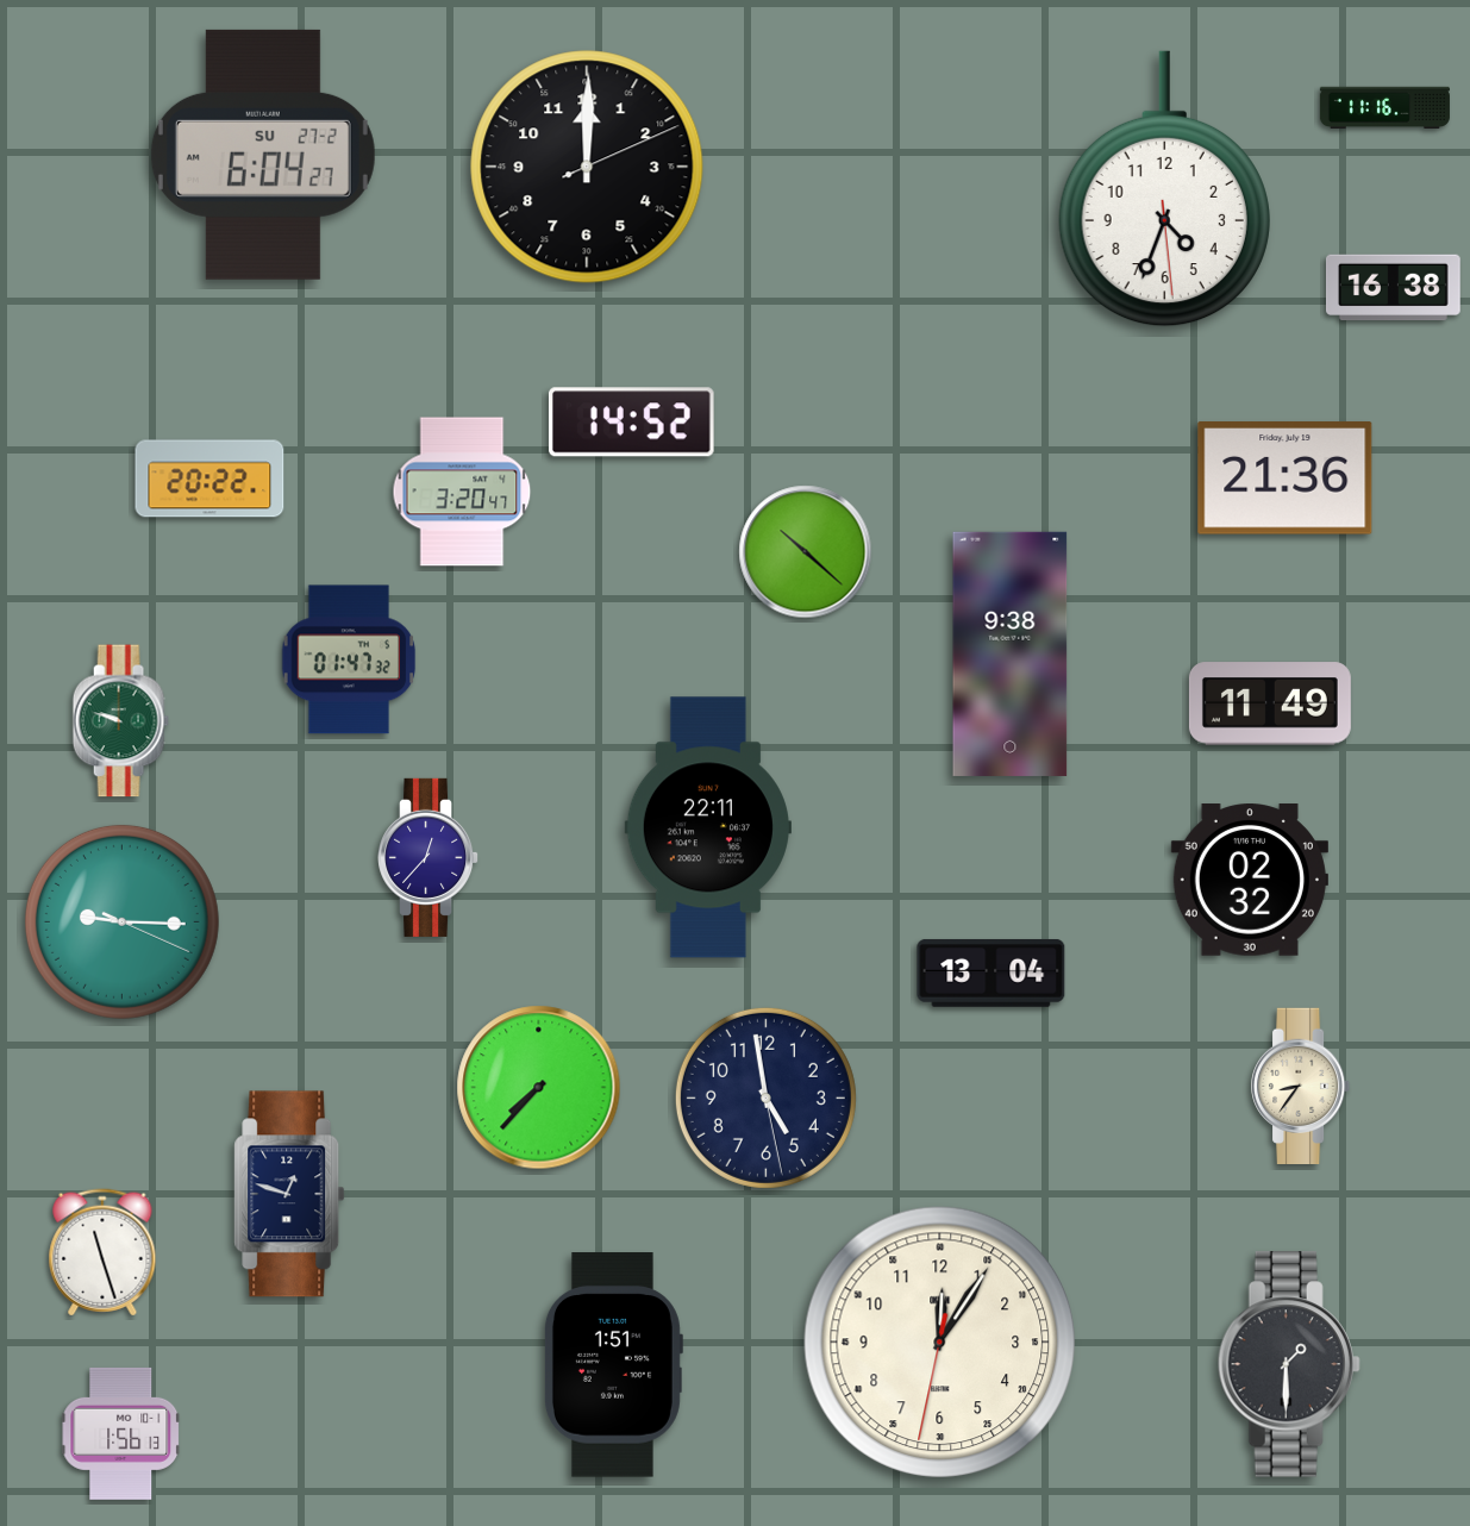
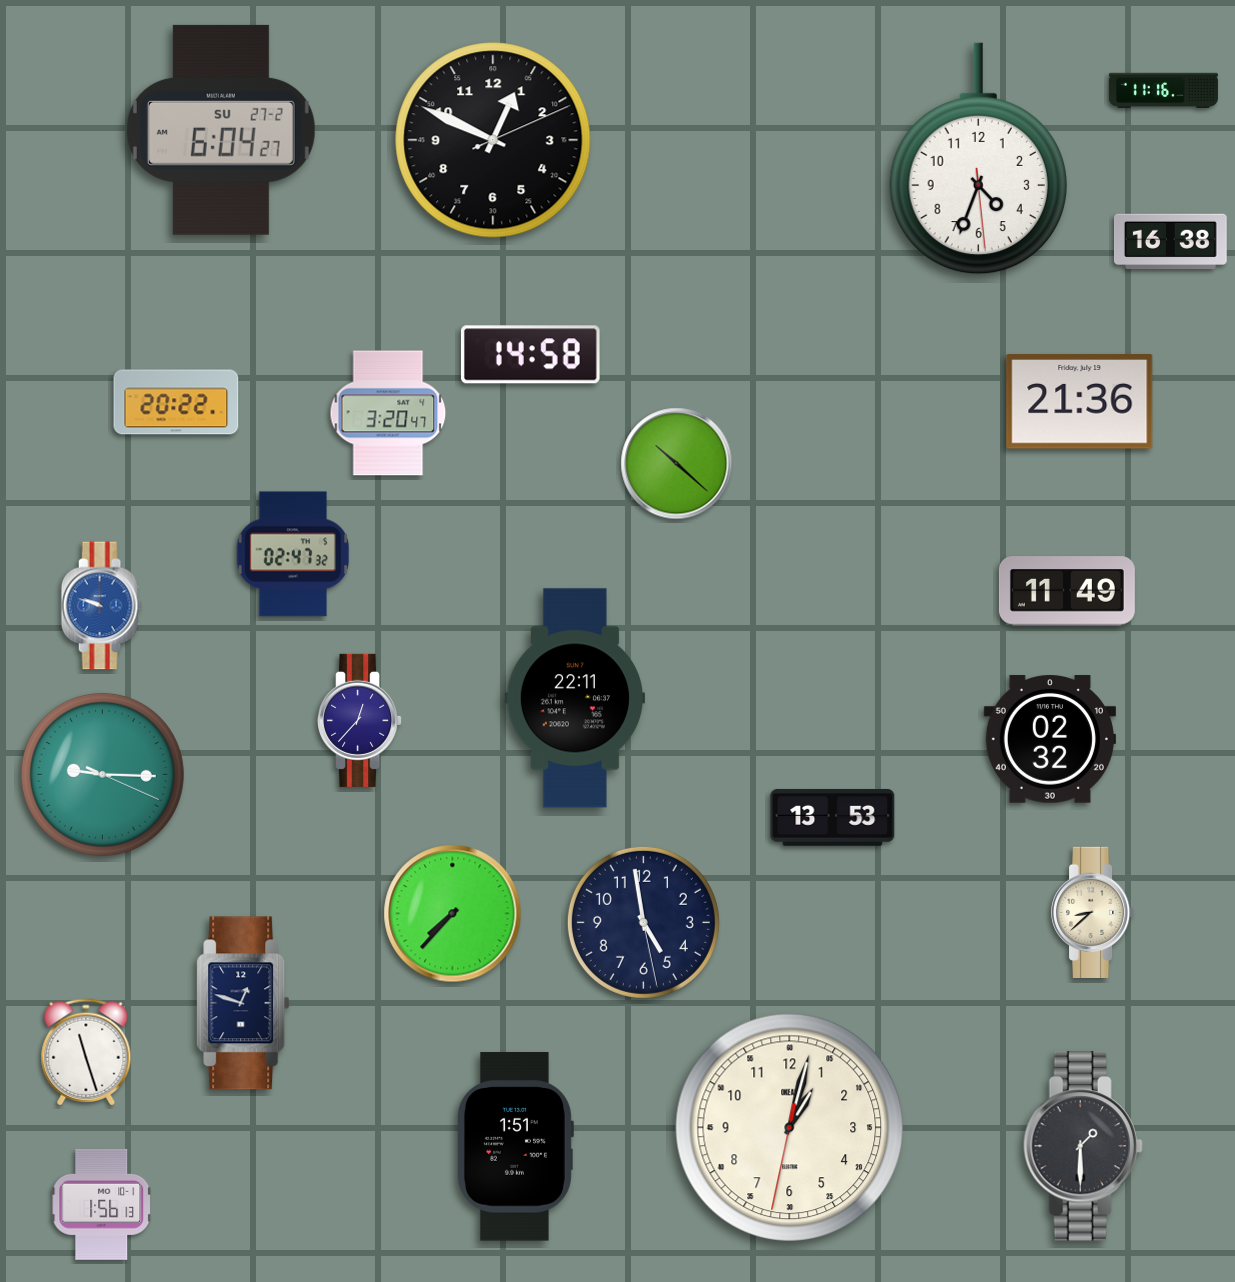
clock at (587, 167): 12:00 -> 12:49
clock at (631, 423): 14:52 -> 14:58
clock at (1011, 653): 9:38 -> none
clock at (349, 659): 01:47 -> 02:47
clock at (120, 721) dial: green -> blue
clock at (708, 827) position: (708, 827) -> (575, 698)
clock at (992, 974): 13:04 -> 13:53
clock at (1302, 1086): 8:36 -> 8:38
clock at (940, 1343): 12:05 -> 1:02
